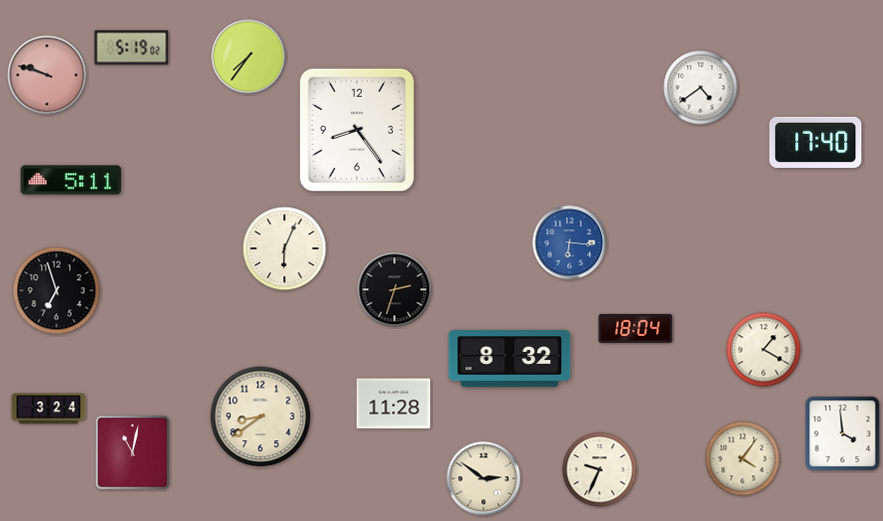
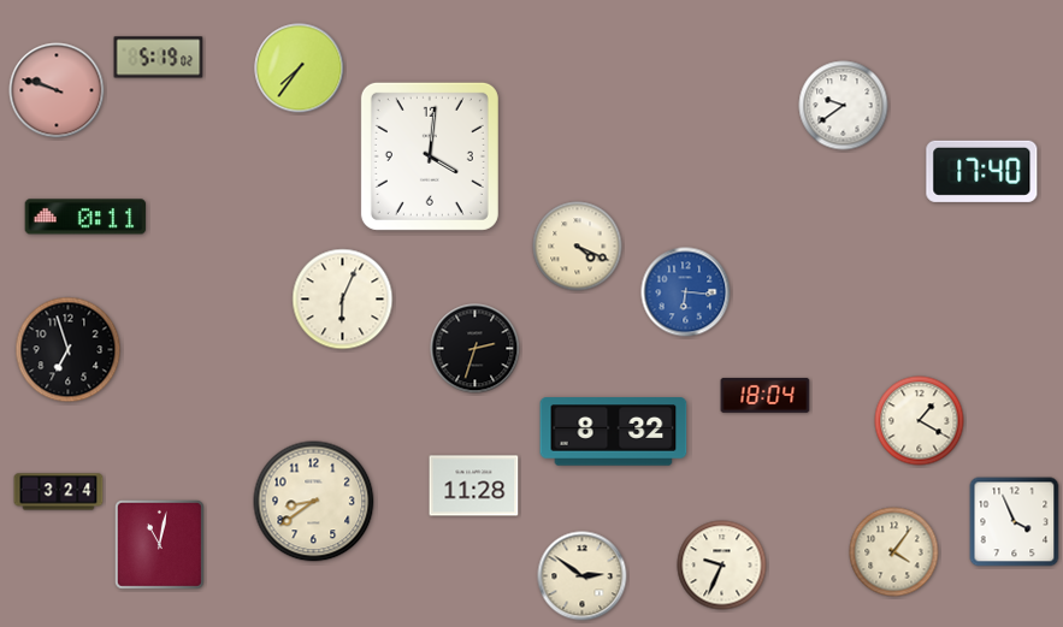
clock at (701, 88): 4:39 -> 9:39
clock at (357, 130): 8:24 -> 4:01
clock at (71, 180): 5:11 -> 0:11
clock at (578, 247): none -> 4:19
clock at (843, 434): 3:59 -> 3:56
